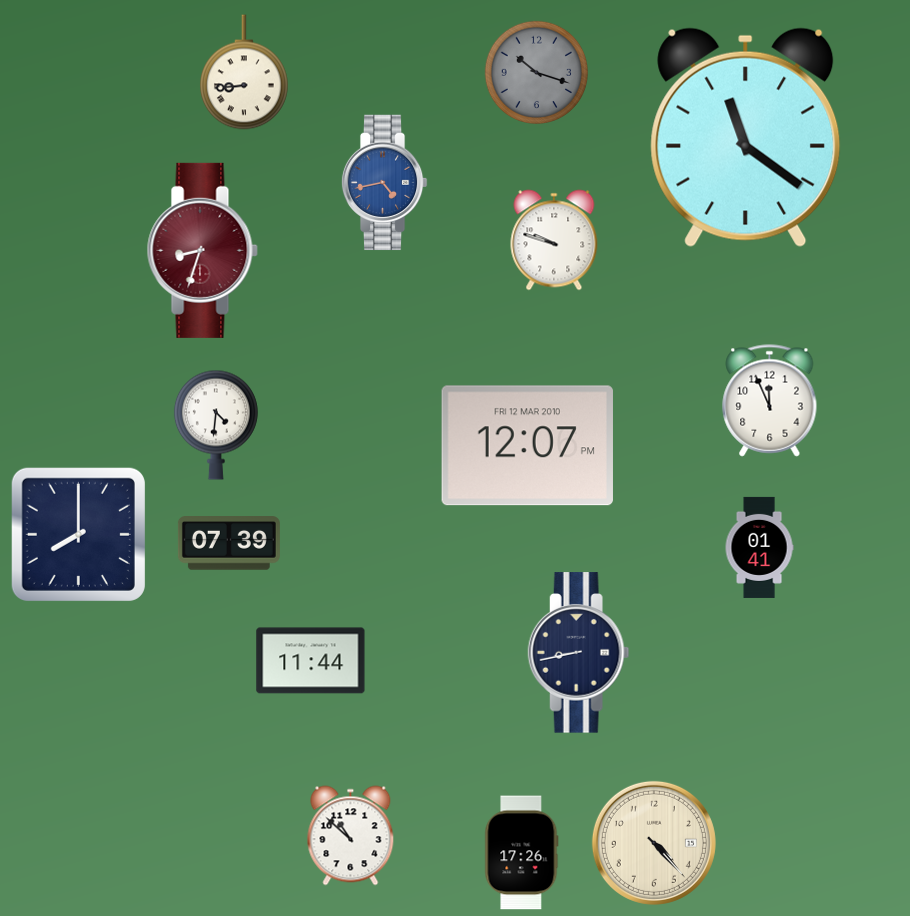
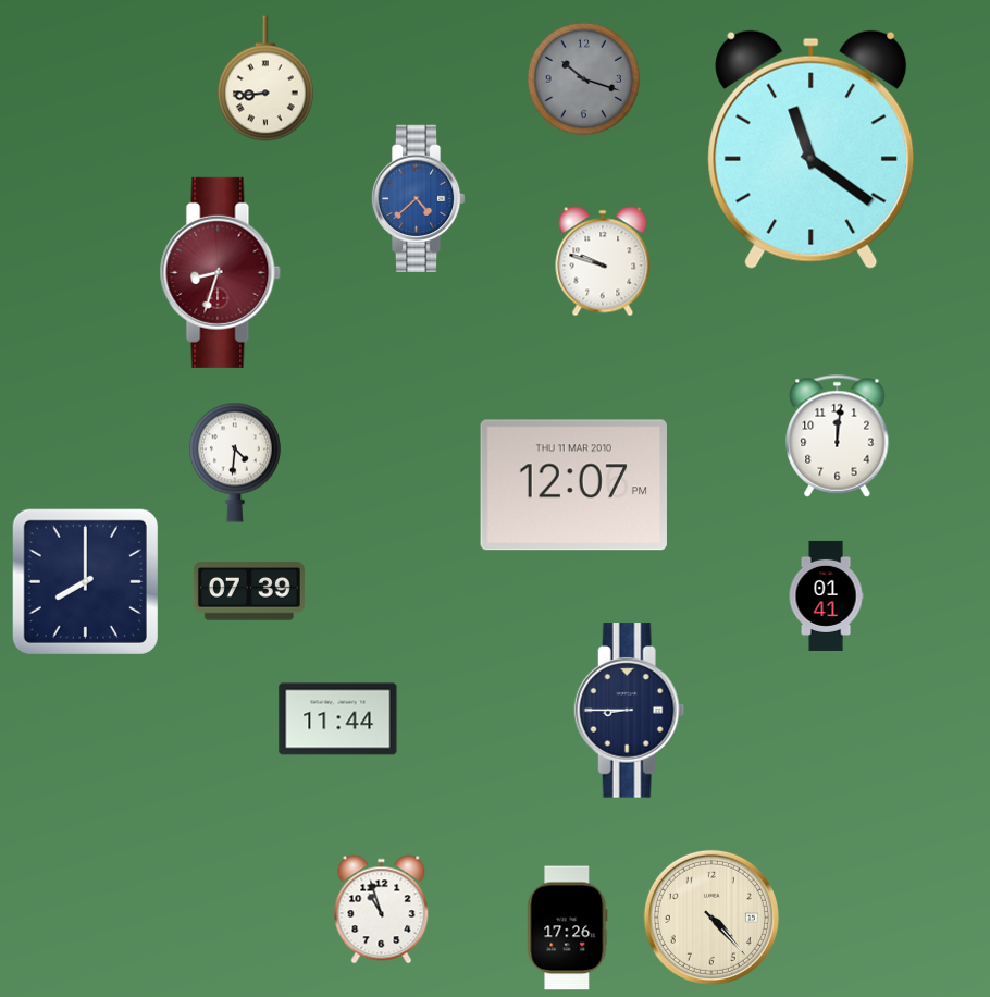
clock at (384, 183): 4:43 -> 4:38
clock at (770, 401): 11:56 -> 12:01
clock at (527, 446) date: FRI 12 MAR 2010 -> THU 11 MAR 2010
clock at (579, 653): 8:43 -> 8:45
clock at (351, 836): 10:52 -> 10:57
